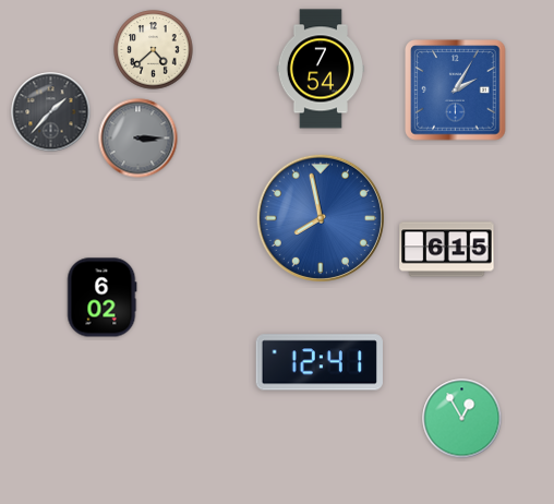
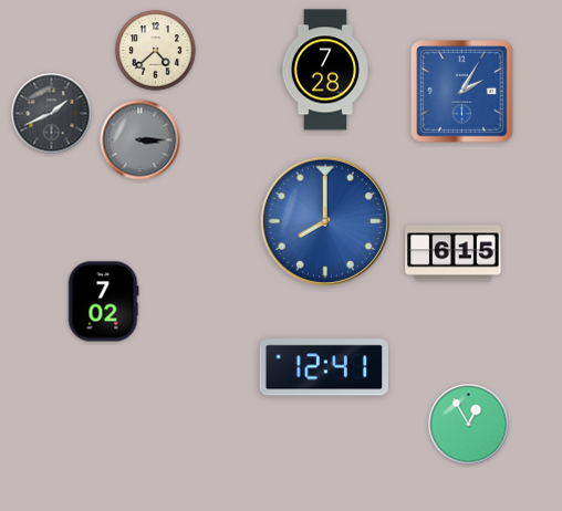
clock at (320, 69): 7:54 -> 7:28
clock at (51, 112): 1:37 -> 1:41
clock at (321, 218): 7:58 -> 8:00
clock at (103, 298): 6:02 -> 7:02
